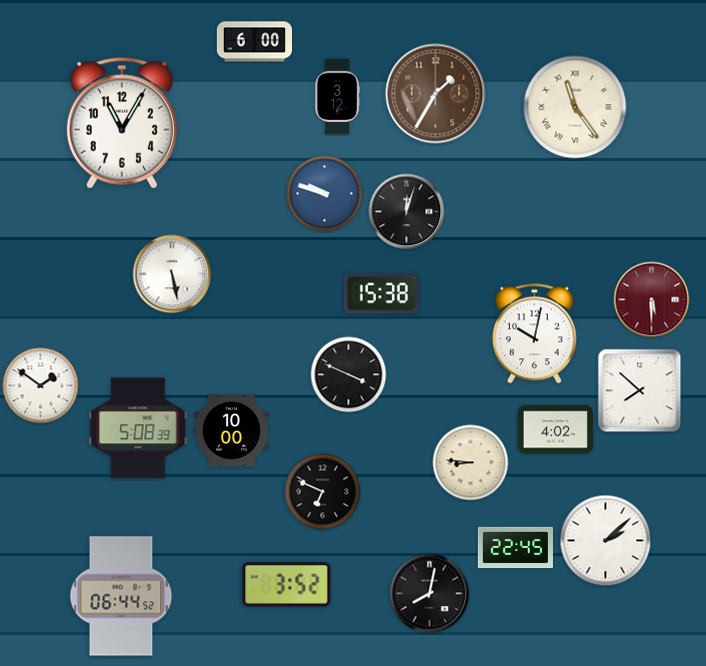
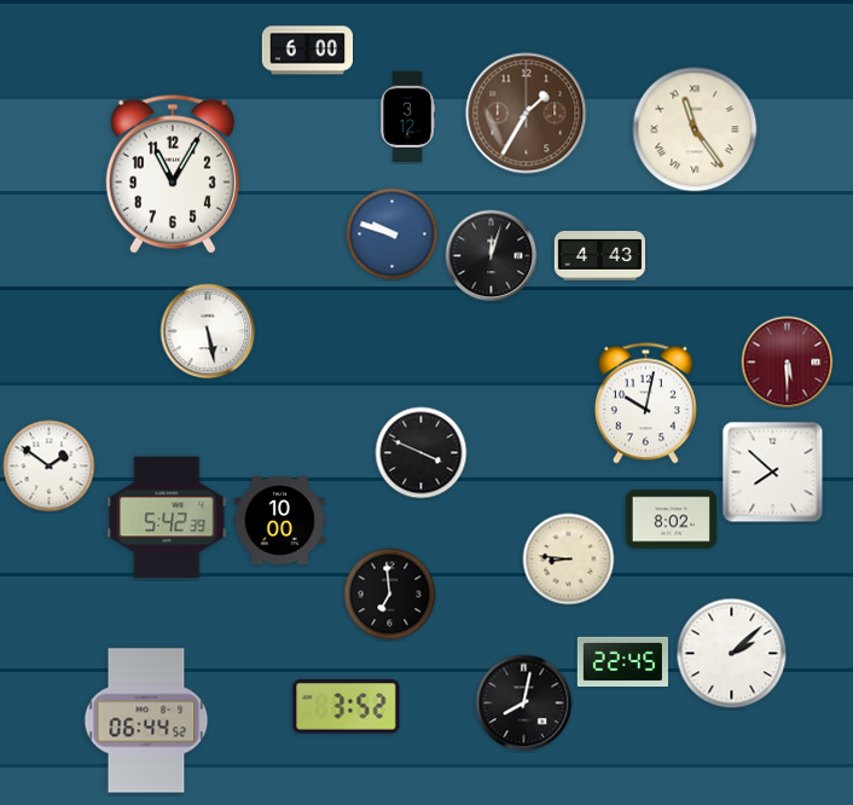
clock at (122, 123) position: (122, 123) -> (173, 174)
clock at (599, 256): none -> 4:43
clock at (381, 294): 15:38 -> none
clock at (138, 428): 5:08 -> 5:42
clock at (555, 430): 4:02 -> 8:02
clock at (323, 492): 6:49 -> 6:59
clock at (430, 594) position: (430, 594) -> (524, 703)
